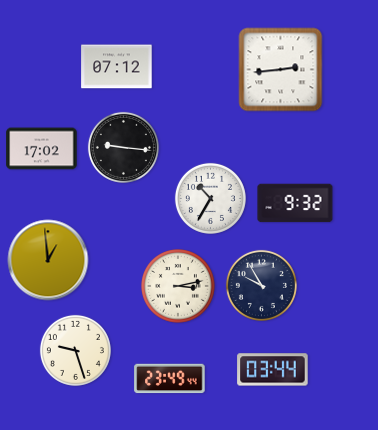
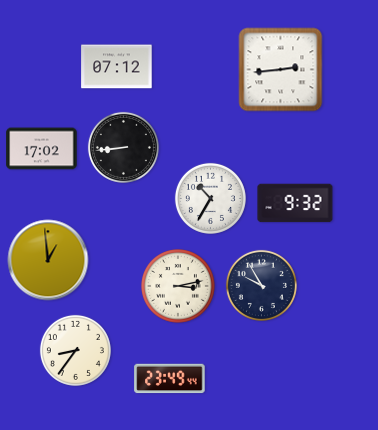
clock at (123, 147): 9:16 -> 8:44
clock at (75, 350): 9:27 -> 8:36
clock at (273, 370): 03:44 -> none
